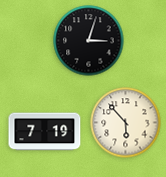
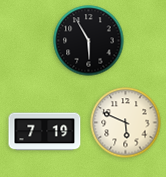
clock at (89, 41): 3:03 -> 5:55
clock at (126, 123): 5:53 -> 5:49
